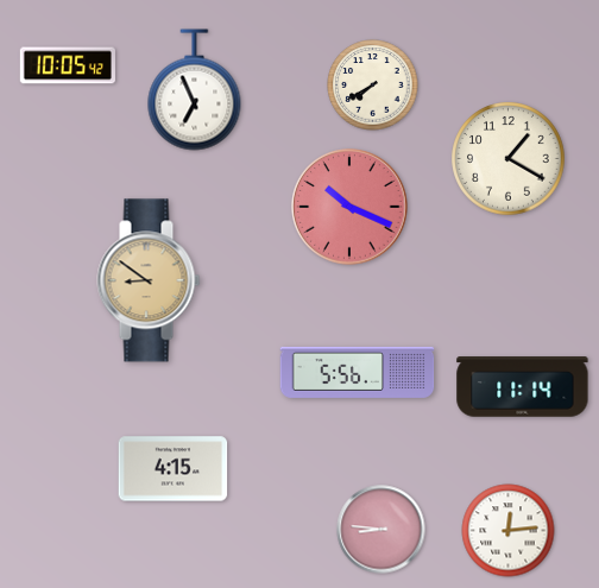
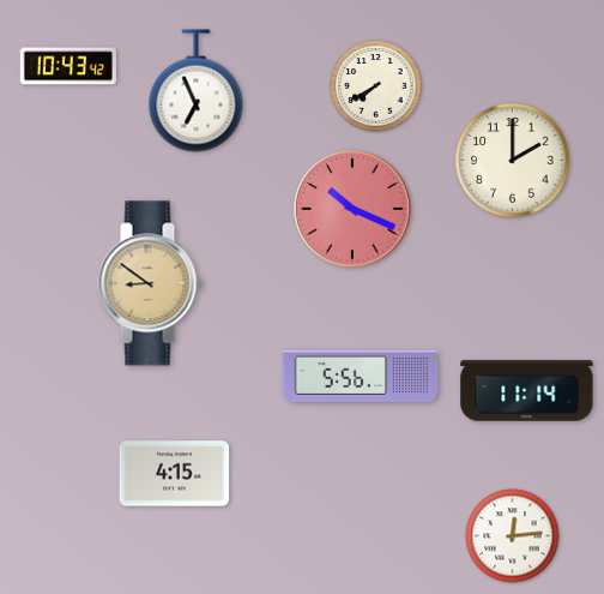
clock at (68, 65): 10:05 -> 10:43
clock at (509, 159): 1:20 -> 2:00
clock at (382, 530): 8:46 -> none
